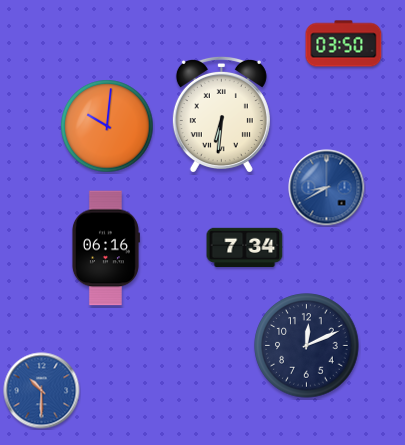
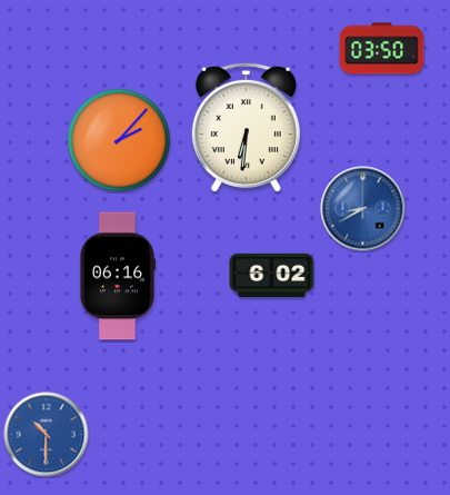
clock at (107, 126): 10:01 -> 2:07
clock at (245, 248): 7:34 -> 6:02
clock at (307, 346): 12:11 -> none
